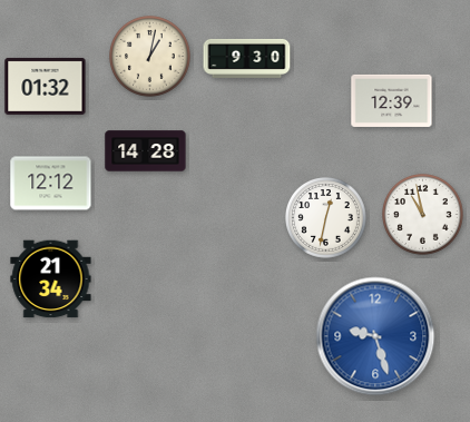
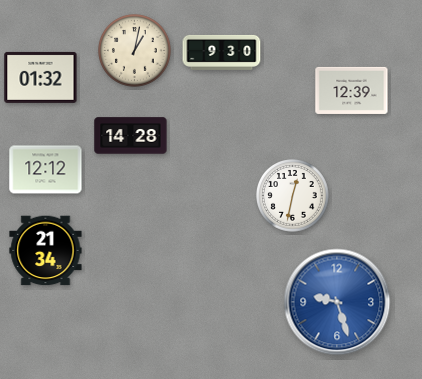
clock at (51, 184) position: (51, 184) -> (46, 170)
clock at (423, 215): 10:58 -> none
